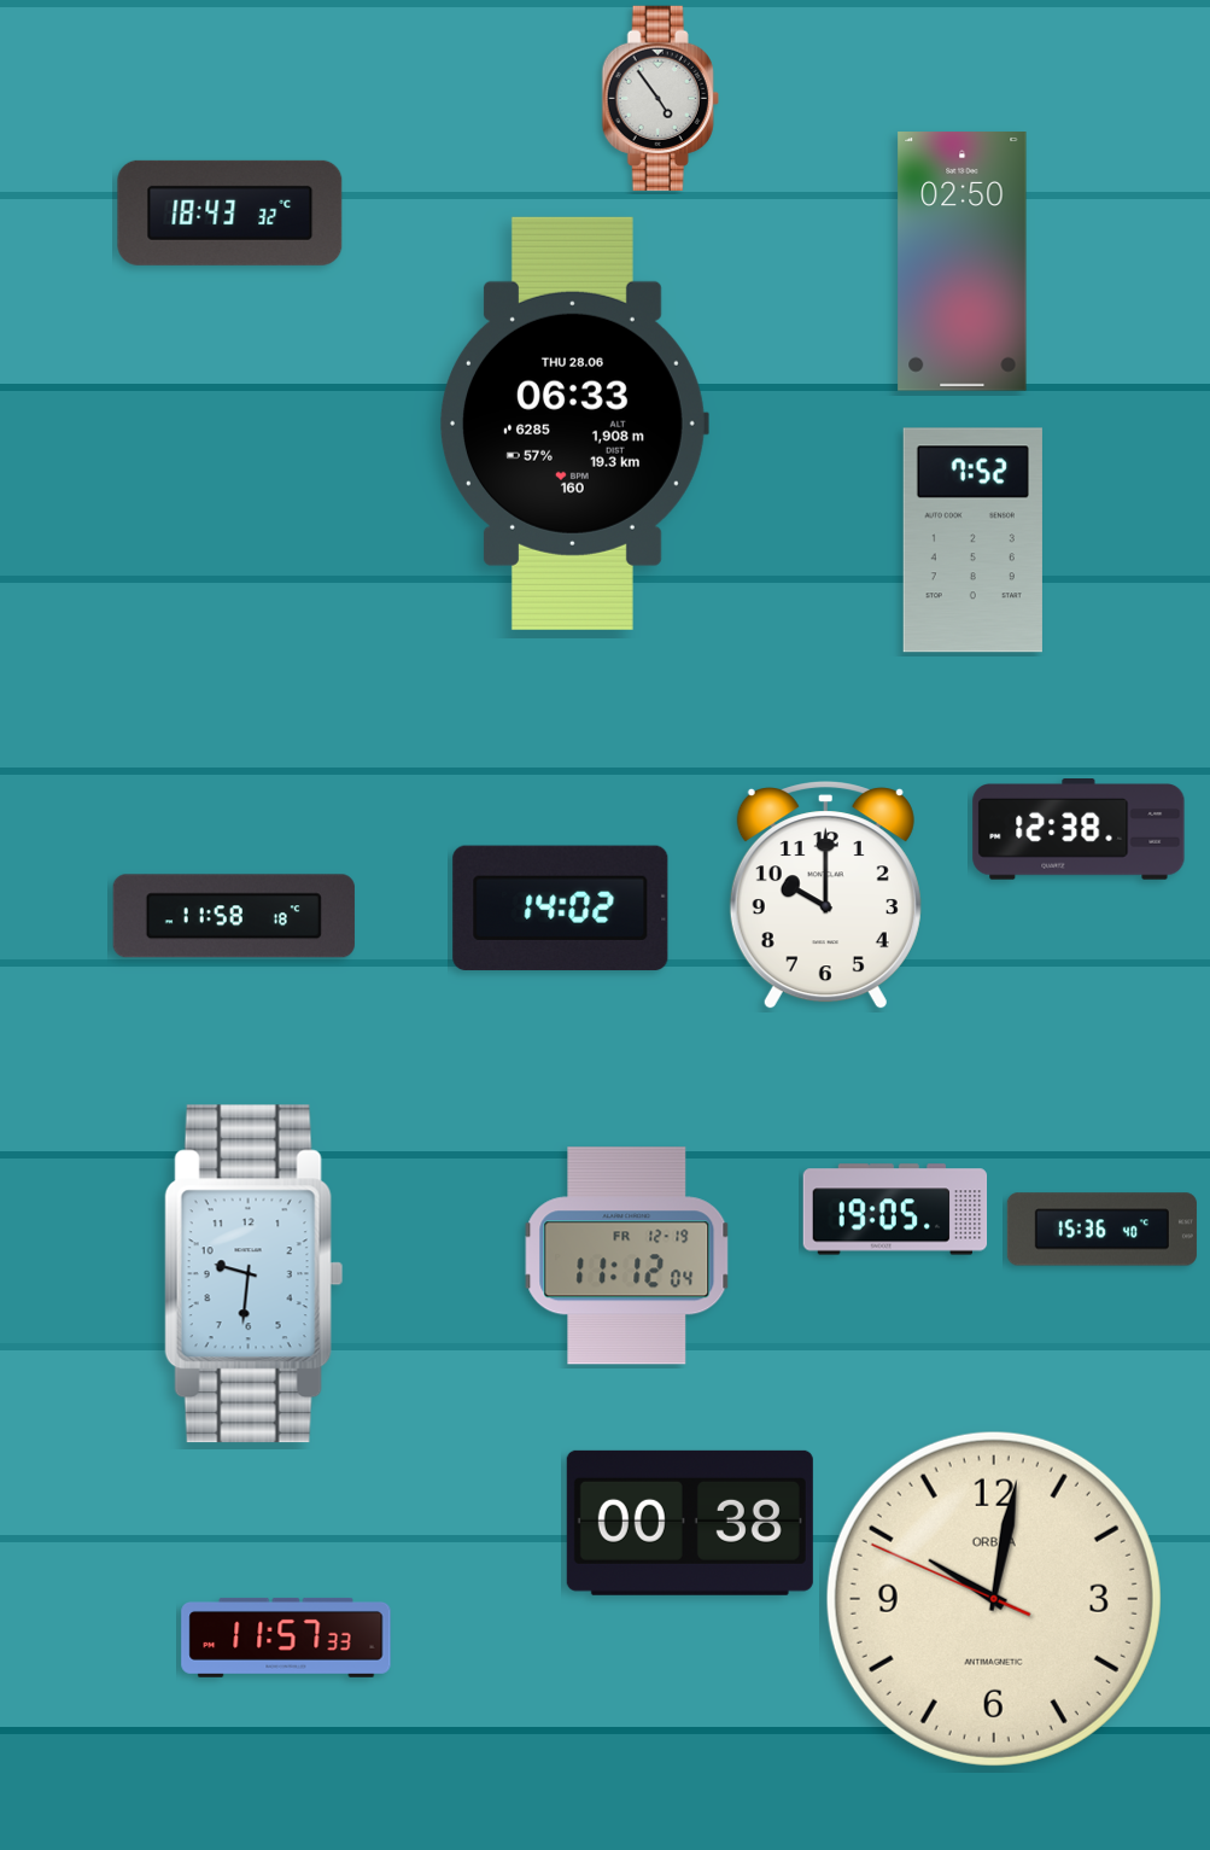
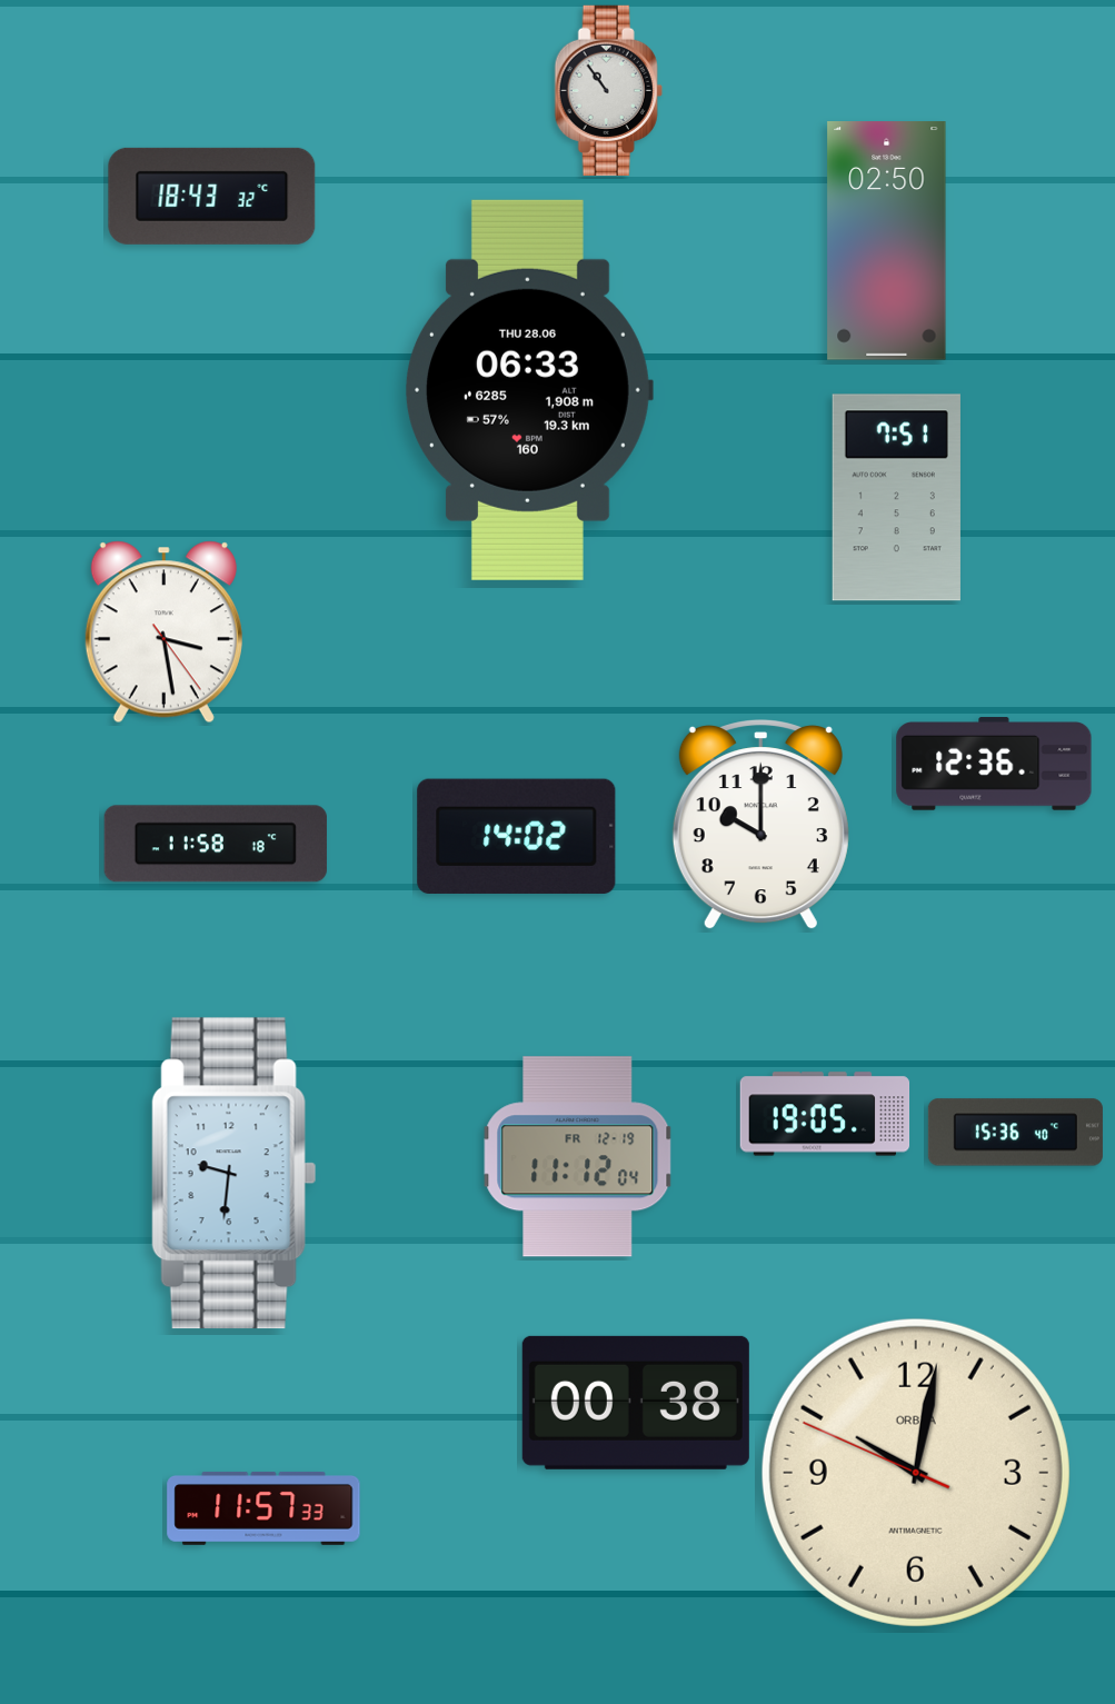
clock at (660, 98): 4:54 -> 10:54
clock at (972, 541): 7:52 -> 7:51
clock at (163, 632): none -> 3:28
clock at (1079, 829): 12:38 -> 12:36
